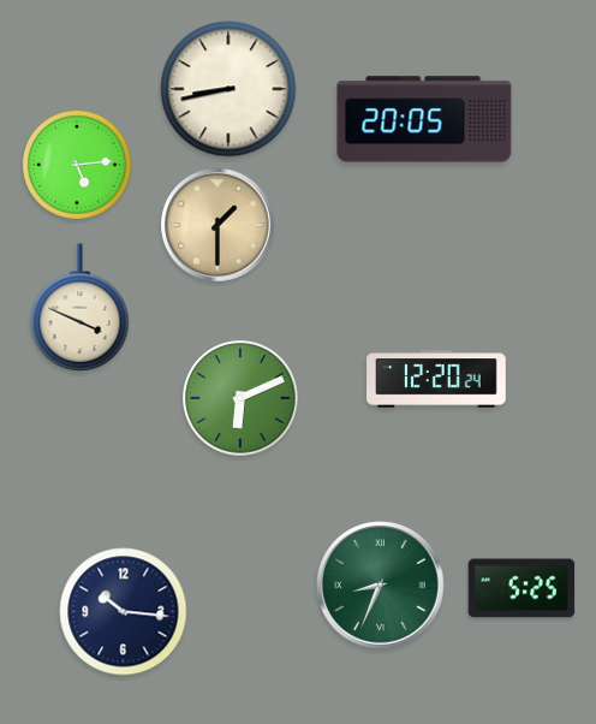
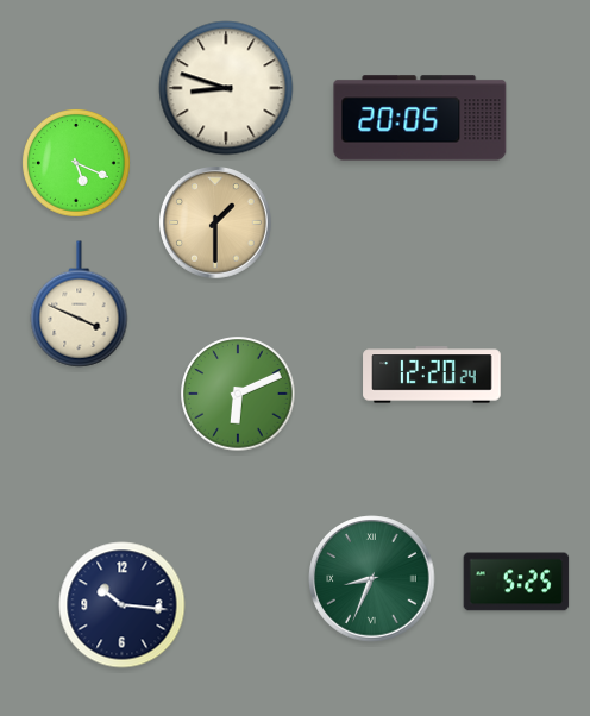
clock at (228, 89): 8:43 -> 8:48
clock at (78, 166): 5:14 -> 5:19
clock at (381, 586) position: (381, 586) -> (372, 579)
